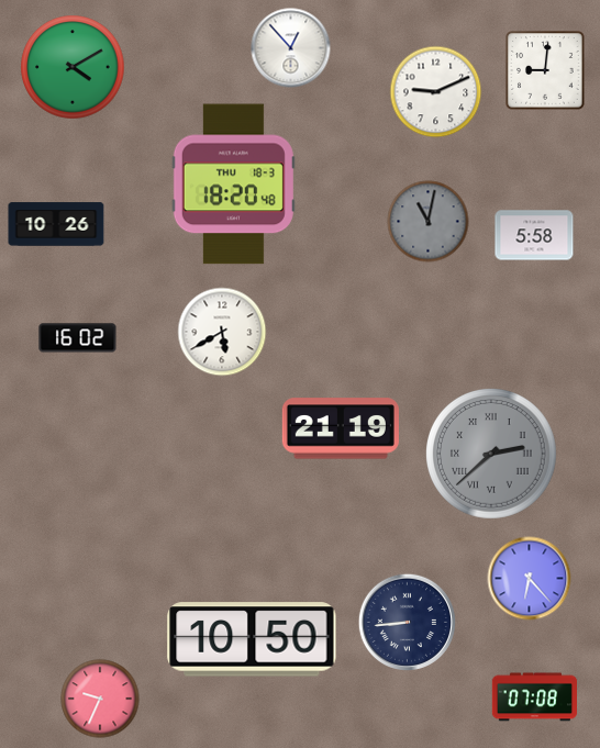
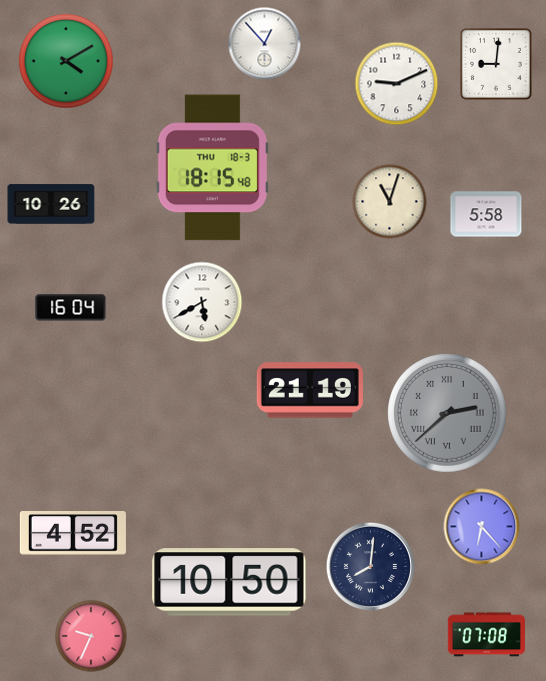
clock at (233, 185): 18:20 -> 18:15
clock at (429, 222): 11:02 -> 11:03
clock at (429, 222) dial: grey -> cream
clock at (78, 338): 16:02 -> 16:04
clock at (73, 533): none -> 4:52
clock at (407, 622): 8:44 -> 8:01
